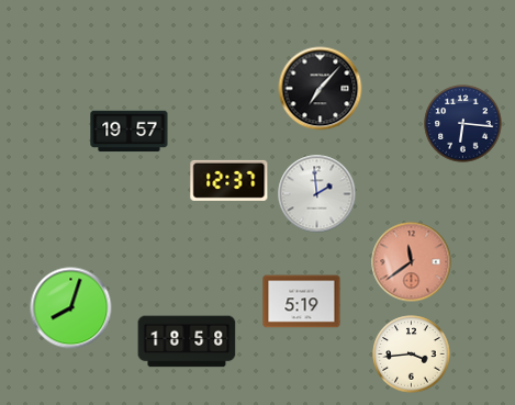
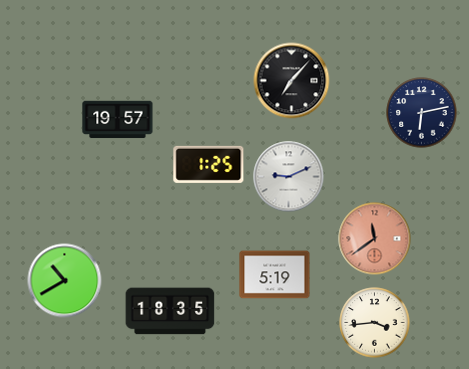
clock at (463, 124): 6:16 -> 6:13
clock at (229, 180): 12:37 -> 1:25
clock at (317, 194): 1:59 -> 9:11
clock at (71, 308): 8:03 -> 10:40
clock at (187, 341): 18:58 -> 18:35
